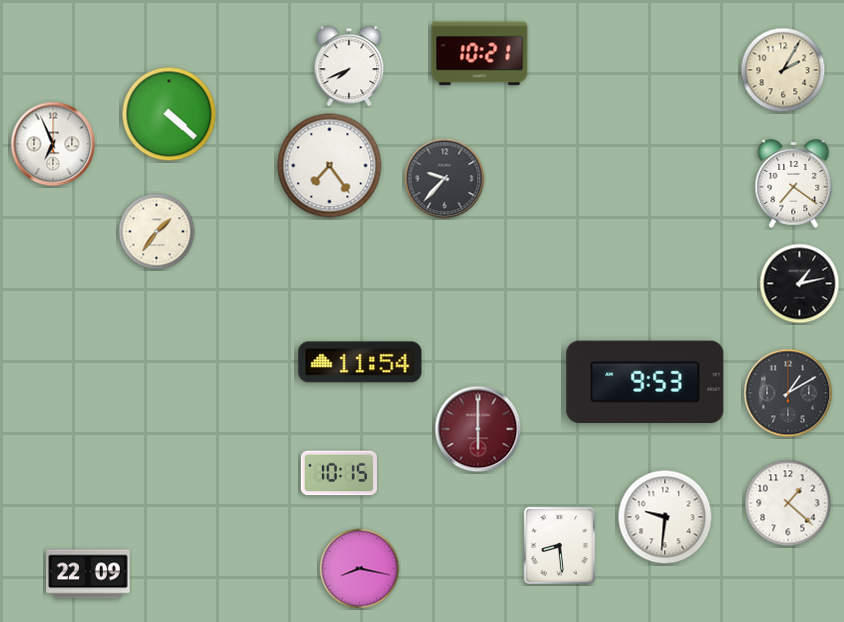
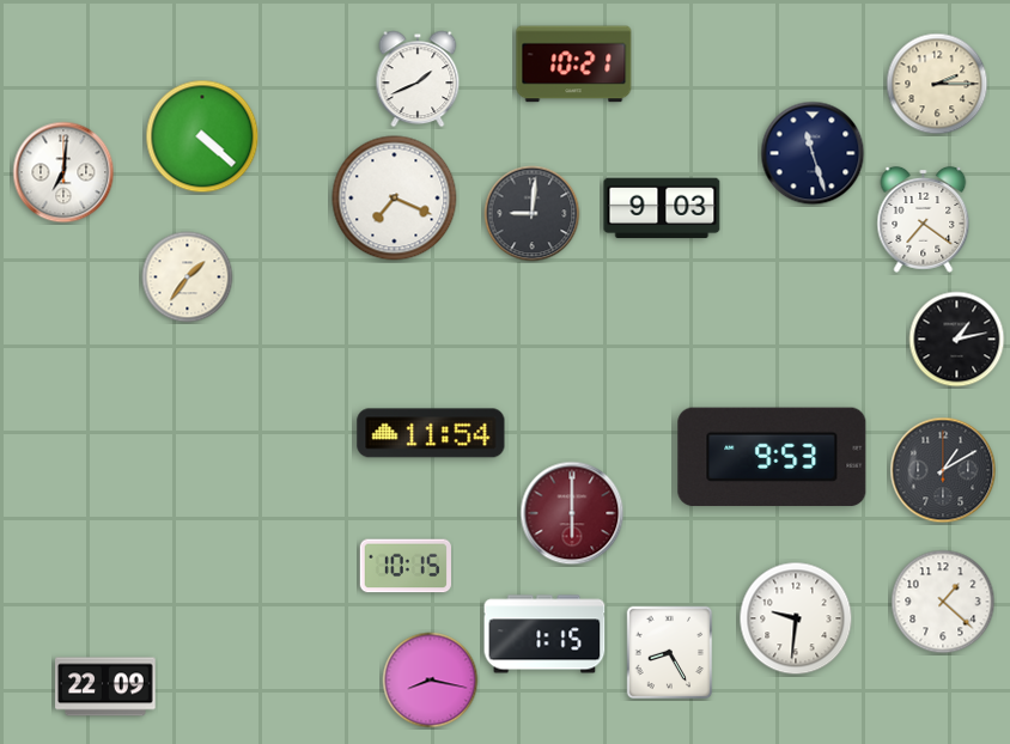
clock at (349, 66): 7:41 -> 1:41
clock at (783, 70): 2:05 -> 2:15
clock at (813, 153): none -> 11:27
clock at (53, 144): 6:56 -> 7:01
clock at (330, 166): 7:24 -> 7:19
clock at (662, 208): none -> 9:03
clock at (445, 179): 9:37 -> 9:01
clock at (794, 183) position: (794, 183) -> (924, 219)
clock at (544, 634): none -> 1:15
clock at (560, 546): 8:29 -> 8:25
